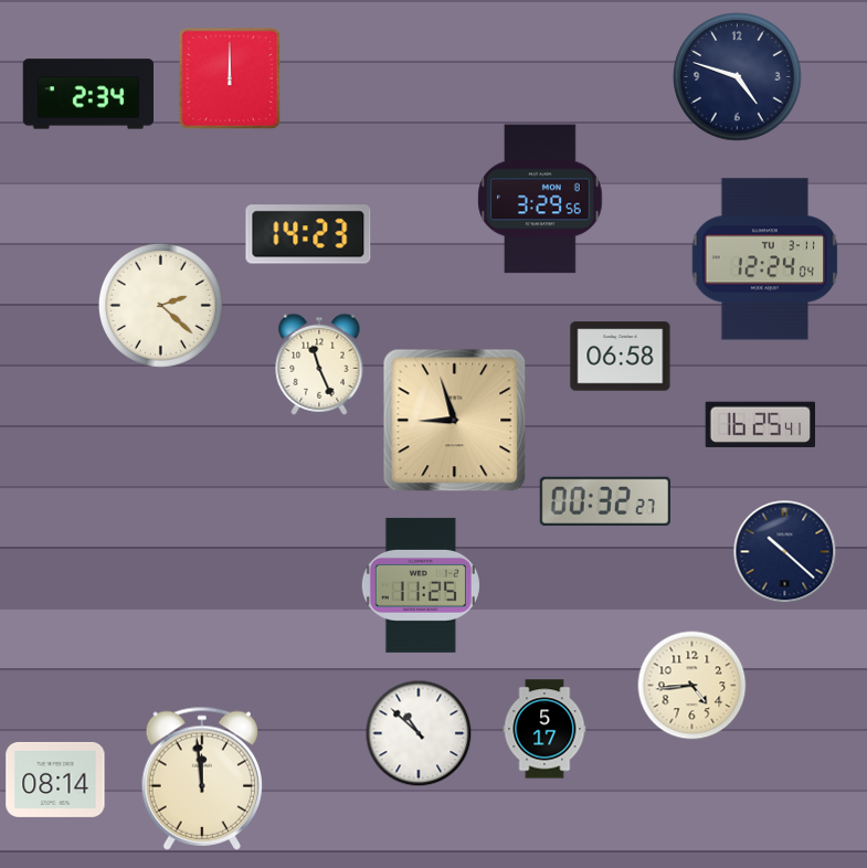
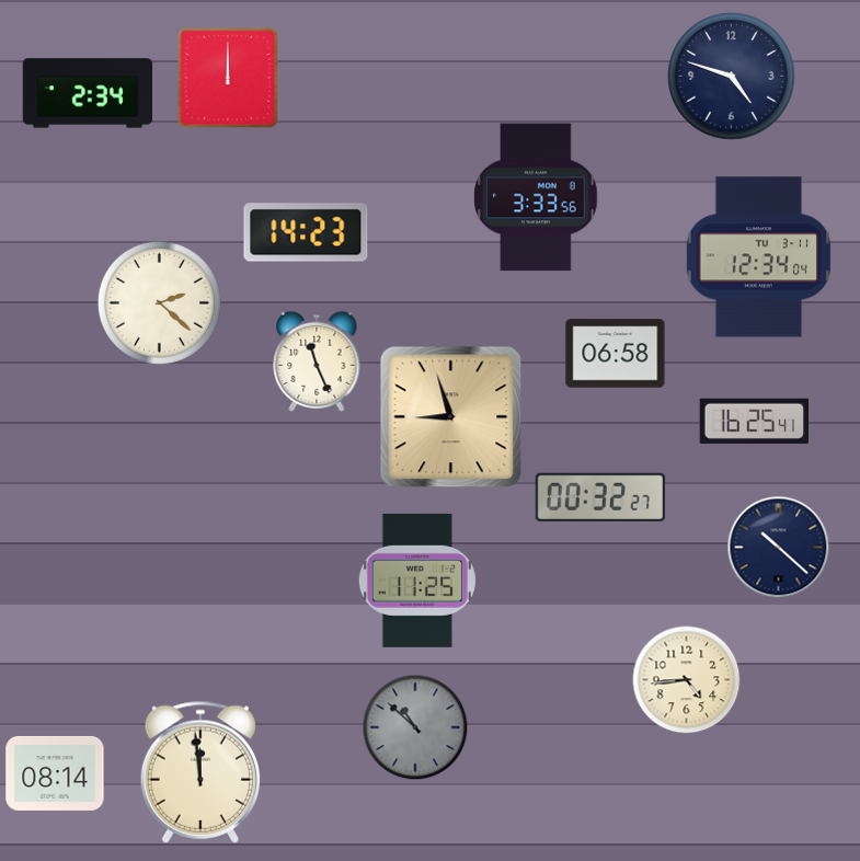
clock at (540, 199): 3:29 -> 3:33
clock at (765, 260): 12:24 -> 12:34
clock at (544, 729): 5:17 -> none
clock at (419, 733) dial: white -> grey
